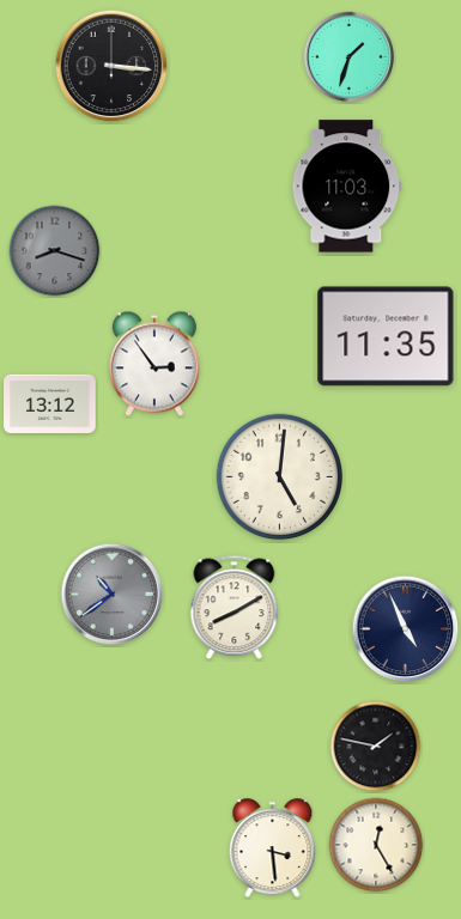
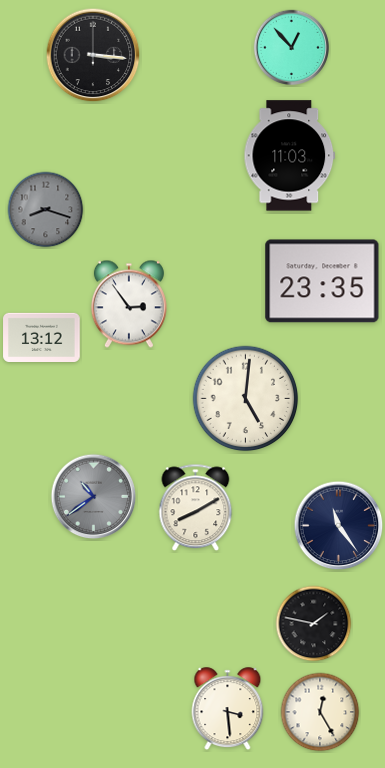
clock at (350, 57): 1:33 -> 12:53
clock at (386, 336): 11:35 -> 23:35
clock at (280, 477) position: (280, 477) -> (246, 399)
clock at (406, 629): 4:56 -> 11:24
clock at (376, 845) position: (376, 845) -> (320, 712)
